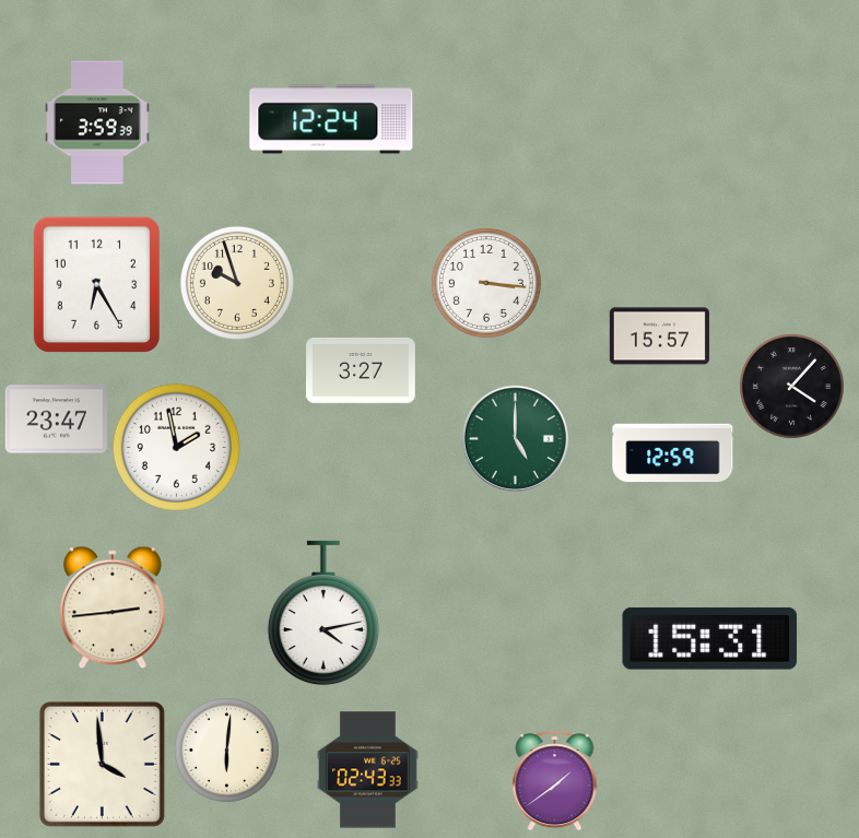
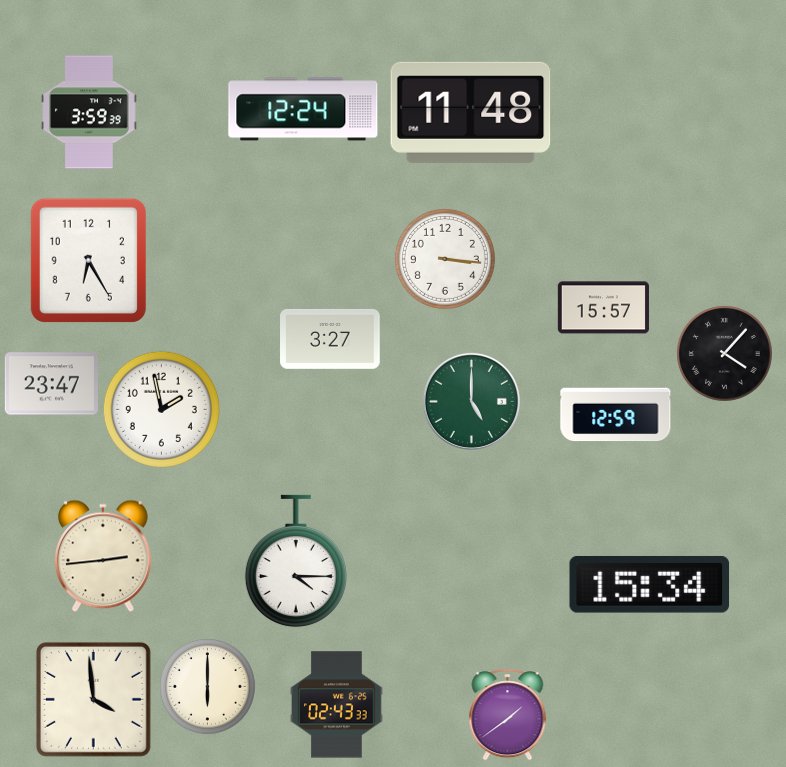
clock at (471, 112): none -> 11:48
clock at (237, 283): 9:57 -> none
clock at (323, 613): 4:13 -> 4:15
clock at (710, 639): 15:31 -> 15:34
clock at (226, 750): 6:01 -> 6:00
